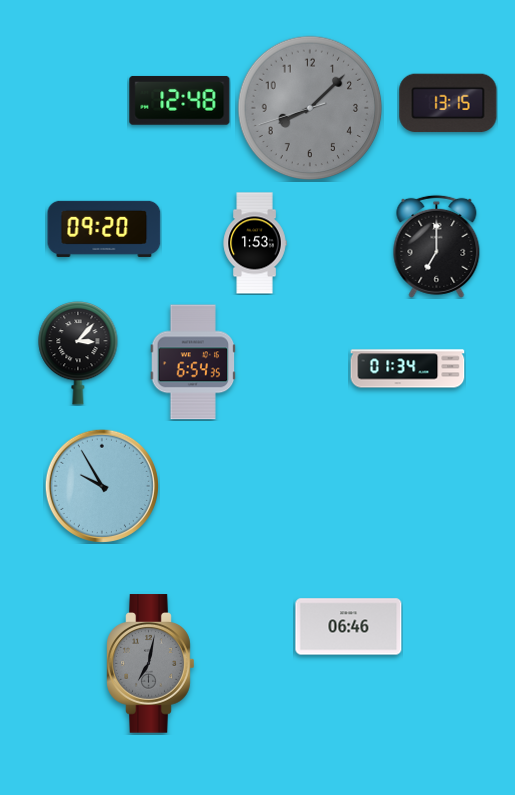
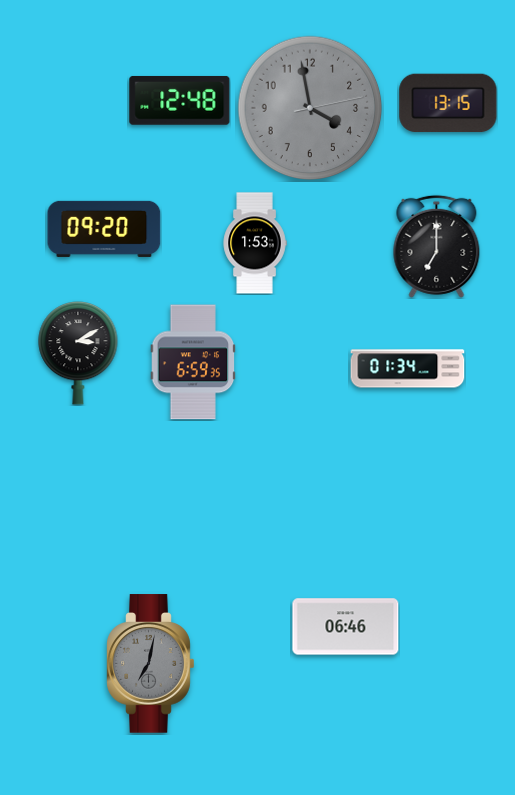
clock at (310, 108): 8:07 -> 3:58
clock at (78, 353): 3:07 -> 3:10
clock at (193, 362): 6:54 -> 6:59
clock at (101, 485): 9:55 -> none
clock at (349, 627) position: (349, 627) -> (346, 627)
